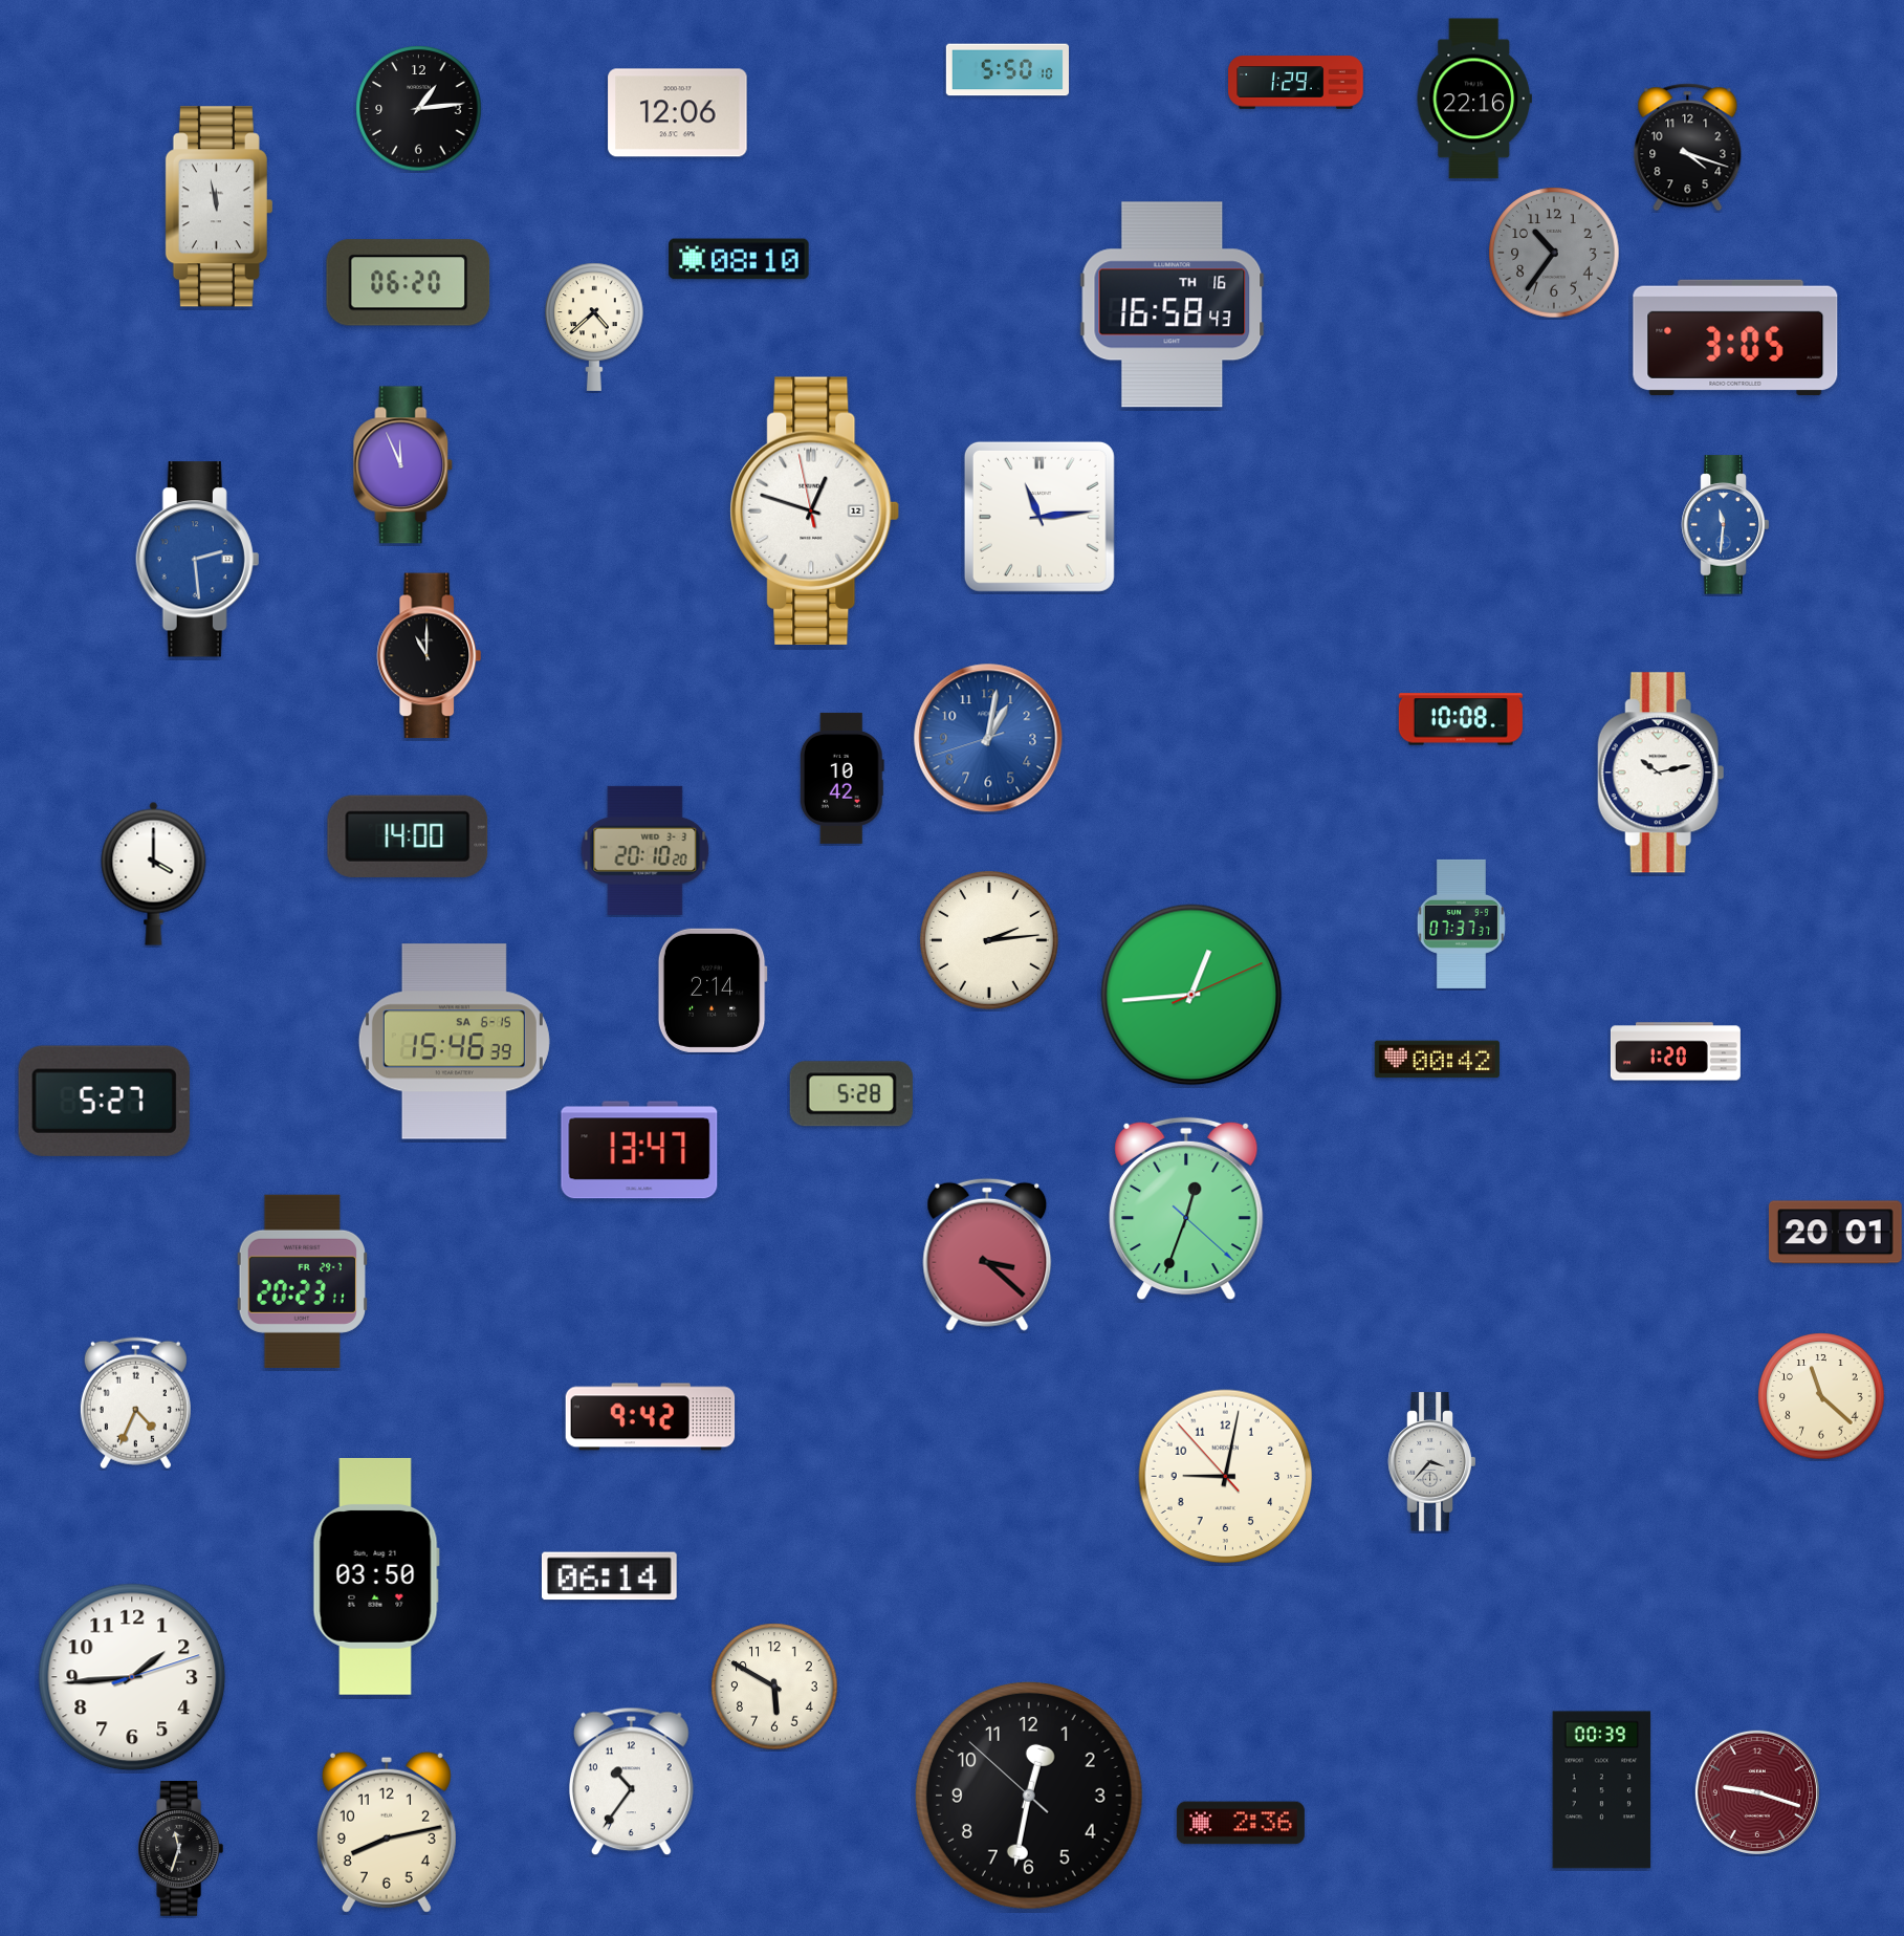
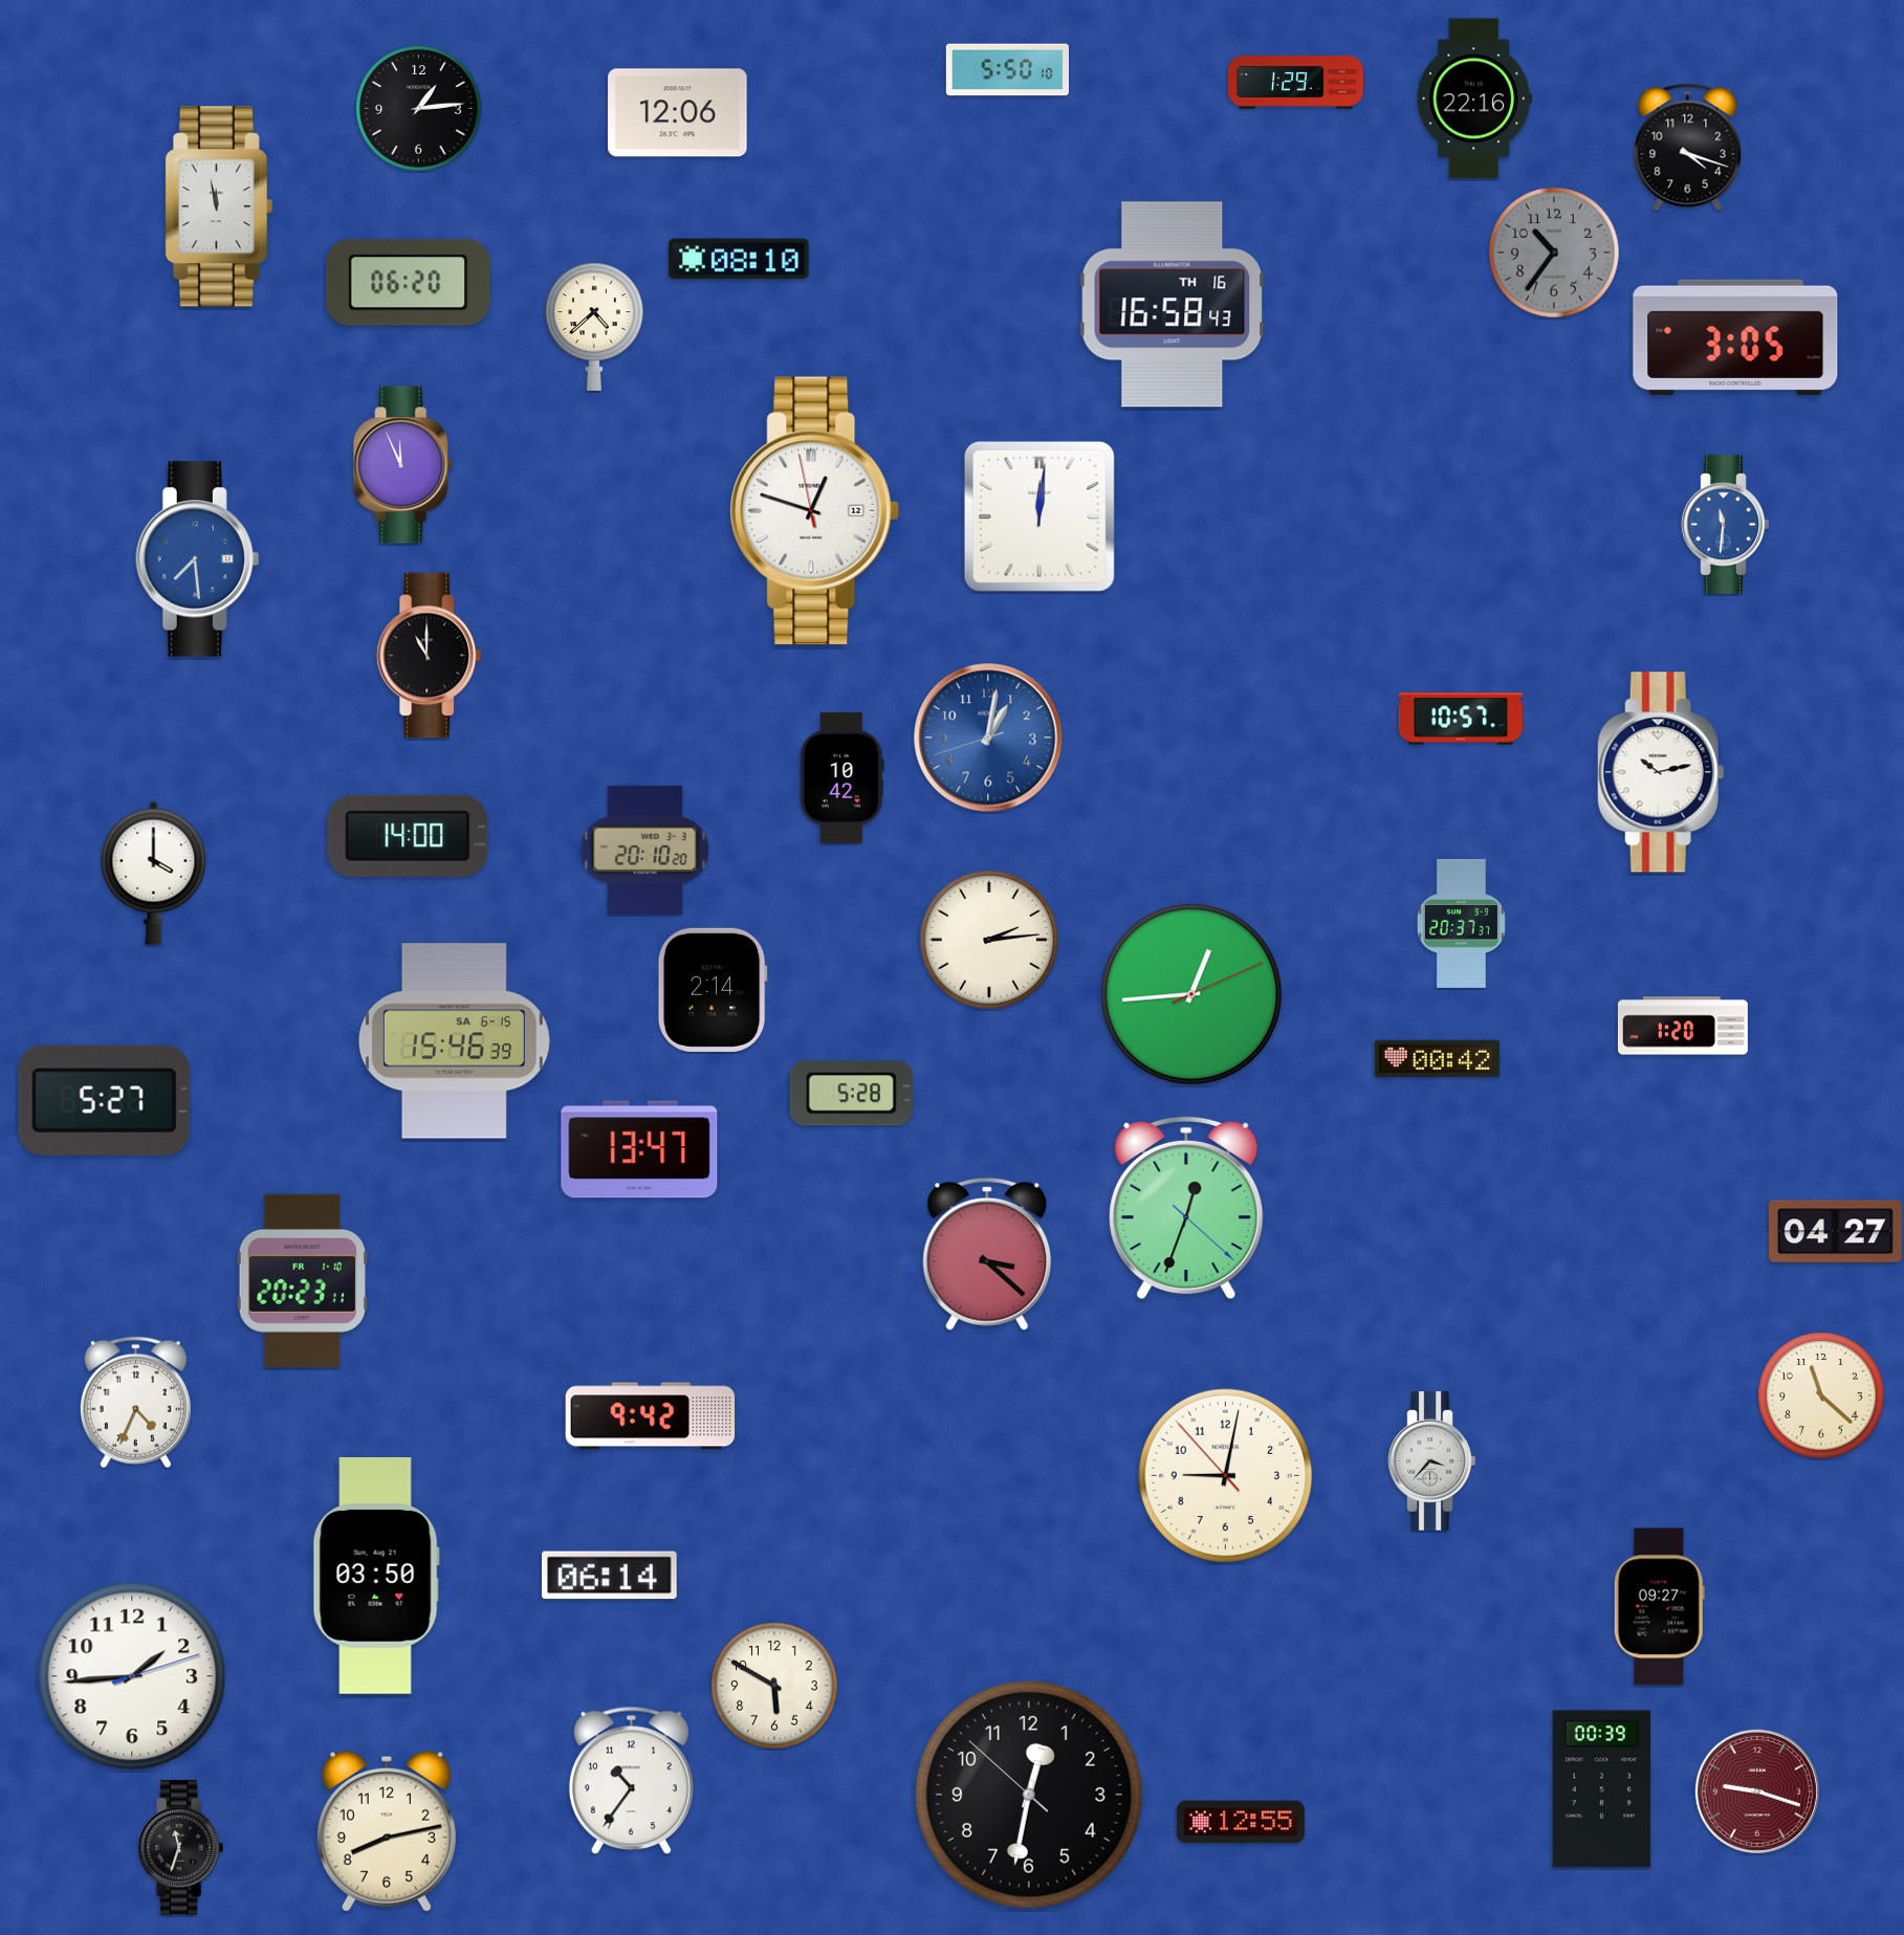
clock at (1039, 517): 11:14 -> 12:01
clock at (198, 560): 2:29 -> 7:29
clock at (1461, 719): 10:08 -> 10:57
clock at (1461, 923): 07:37 -> 20:37
clock at (1676, 1051) position: (1676, 1051) -> (1683, 1026)
clock at (1835, 1233): 20:01 -> 04:27
clock at (302, 1281) date: FR 29-7 -> FR 1-10
clock at (1659, 1607): none -> 09:27
clock at (1241, 1823): 2:36 -> 12:55
